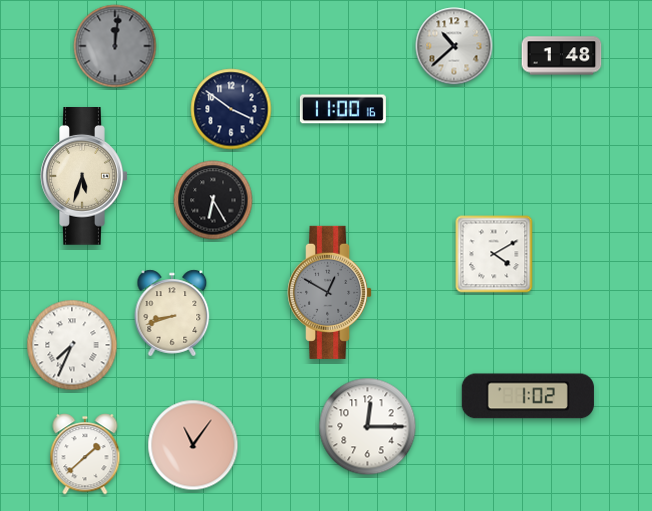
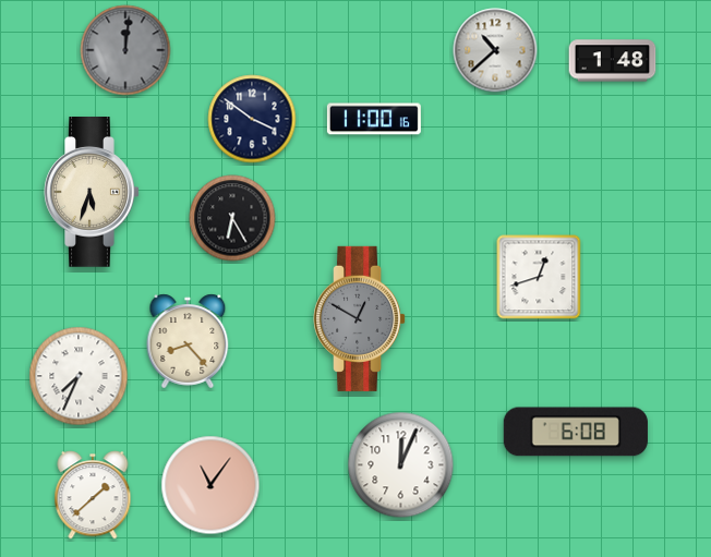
clock at (494, 254): 4:10 -> 12:42
clock at (172, 313): 8:42 -> 8:23
clock at (528, 396): 1:02 -> 6:08
clock at (368, 427): 12:15 -> 12:04
